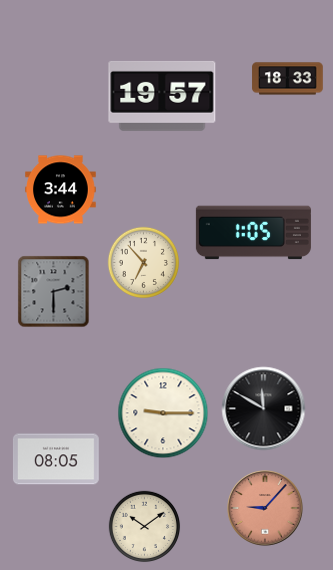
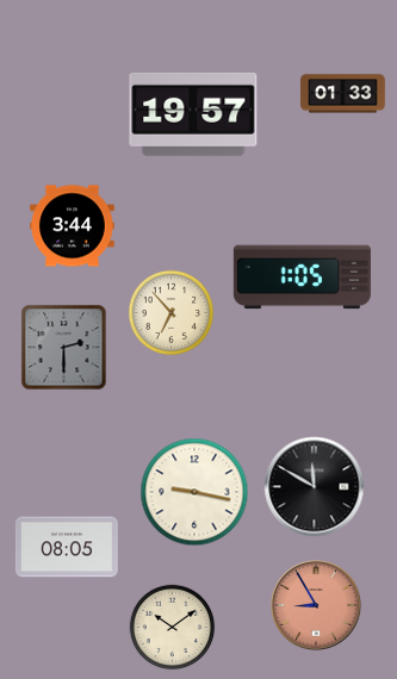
clock at (288, 79): 18:33 -> 01:33
clock at (163, 413): 9:15 -> 9:17
clock at (265, 508): 9:07 -> 8:55
